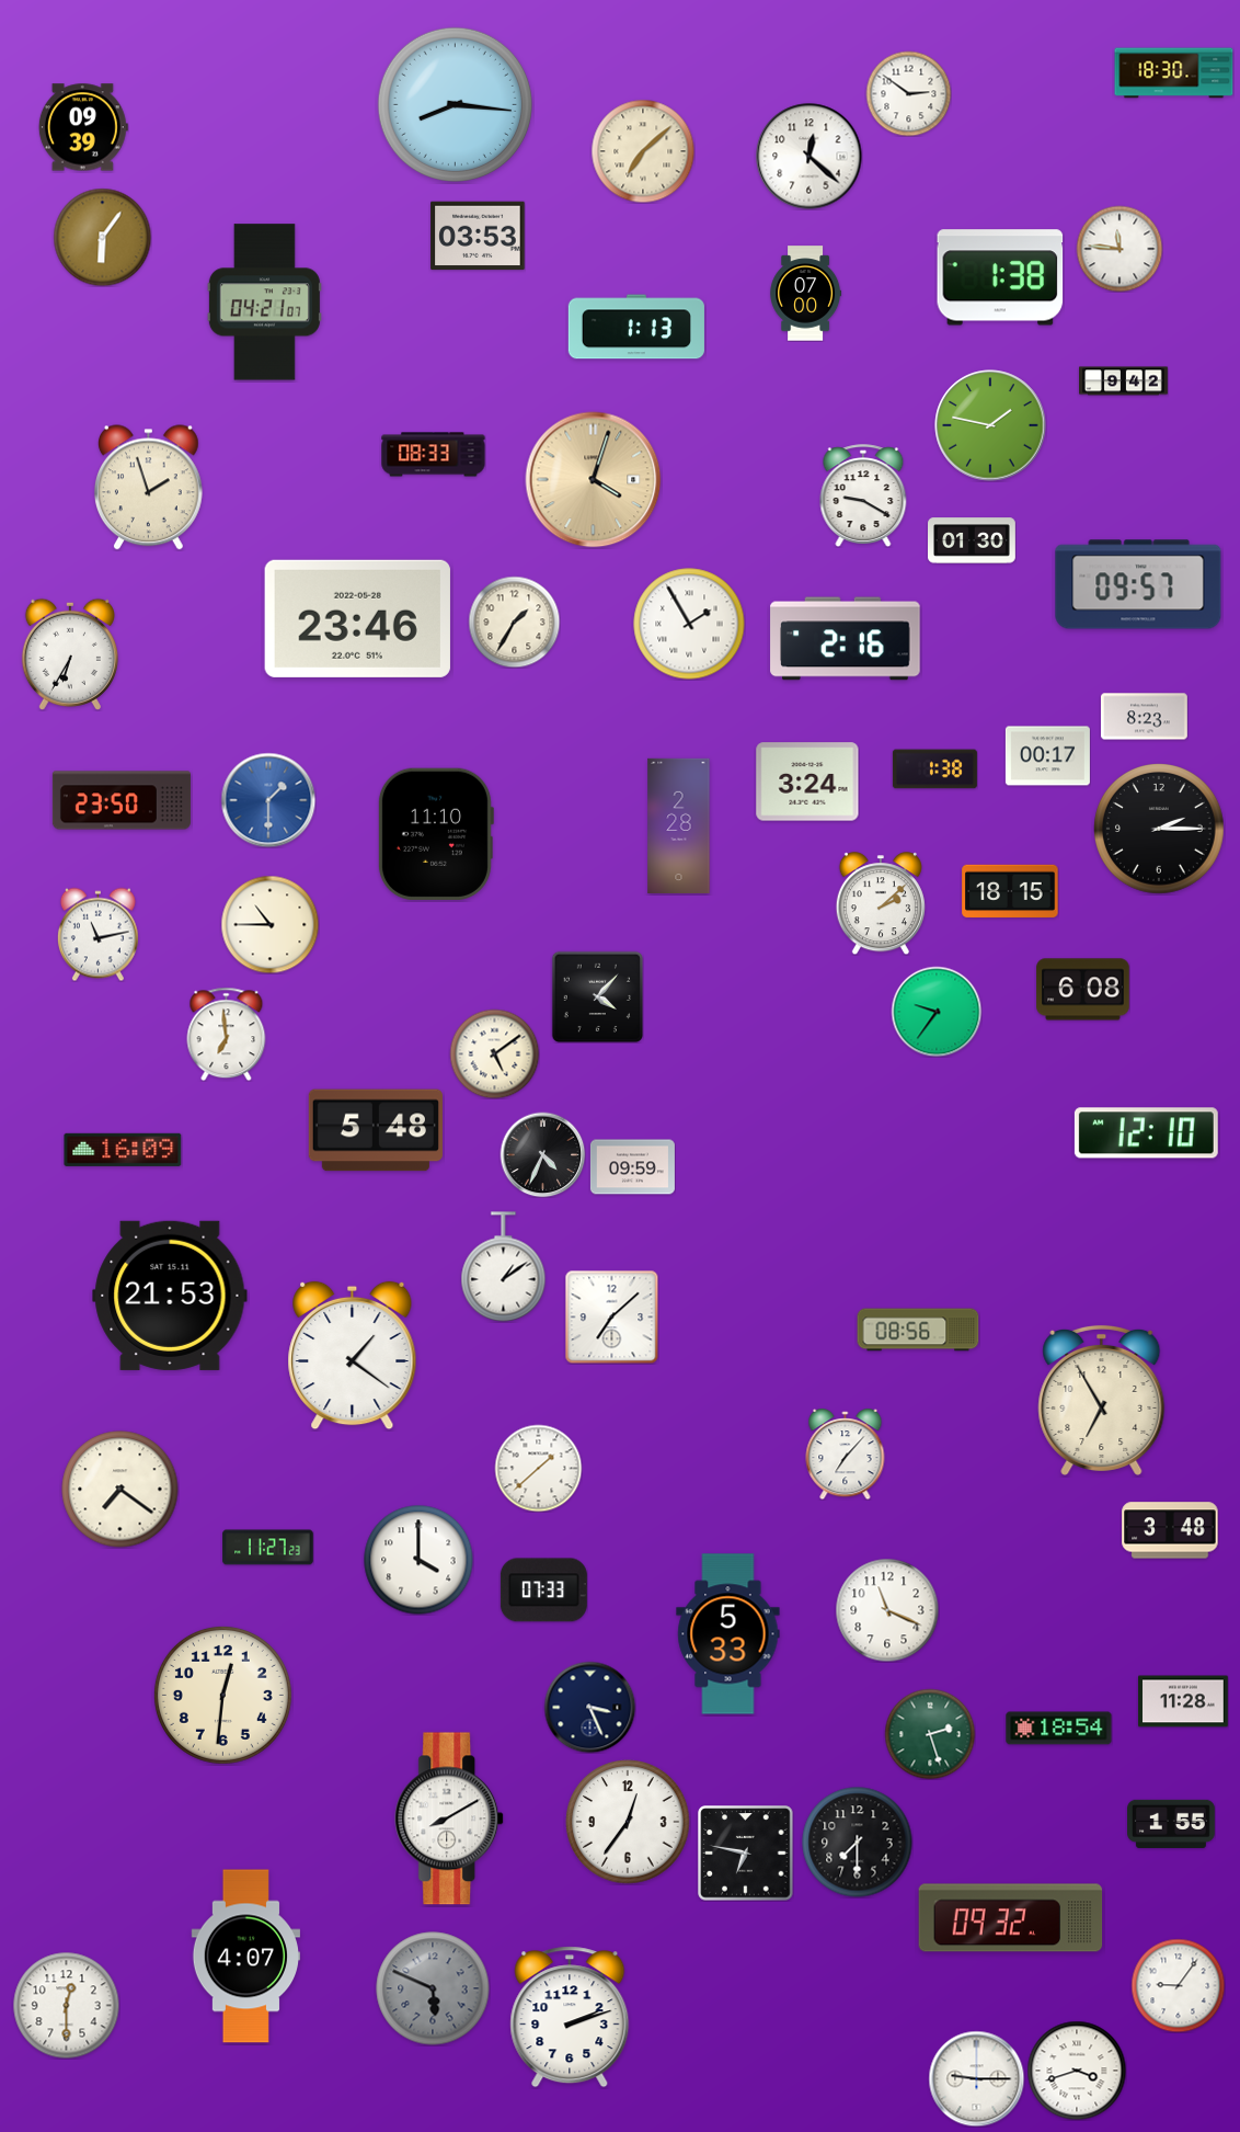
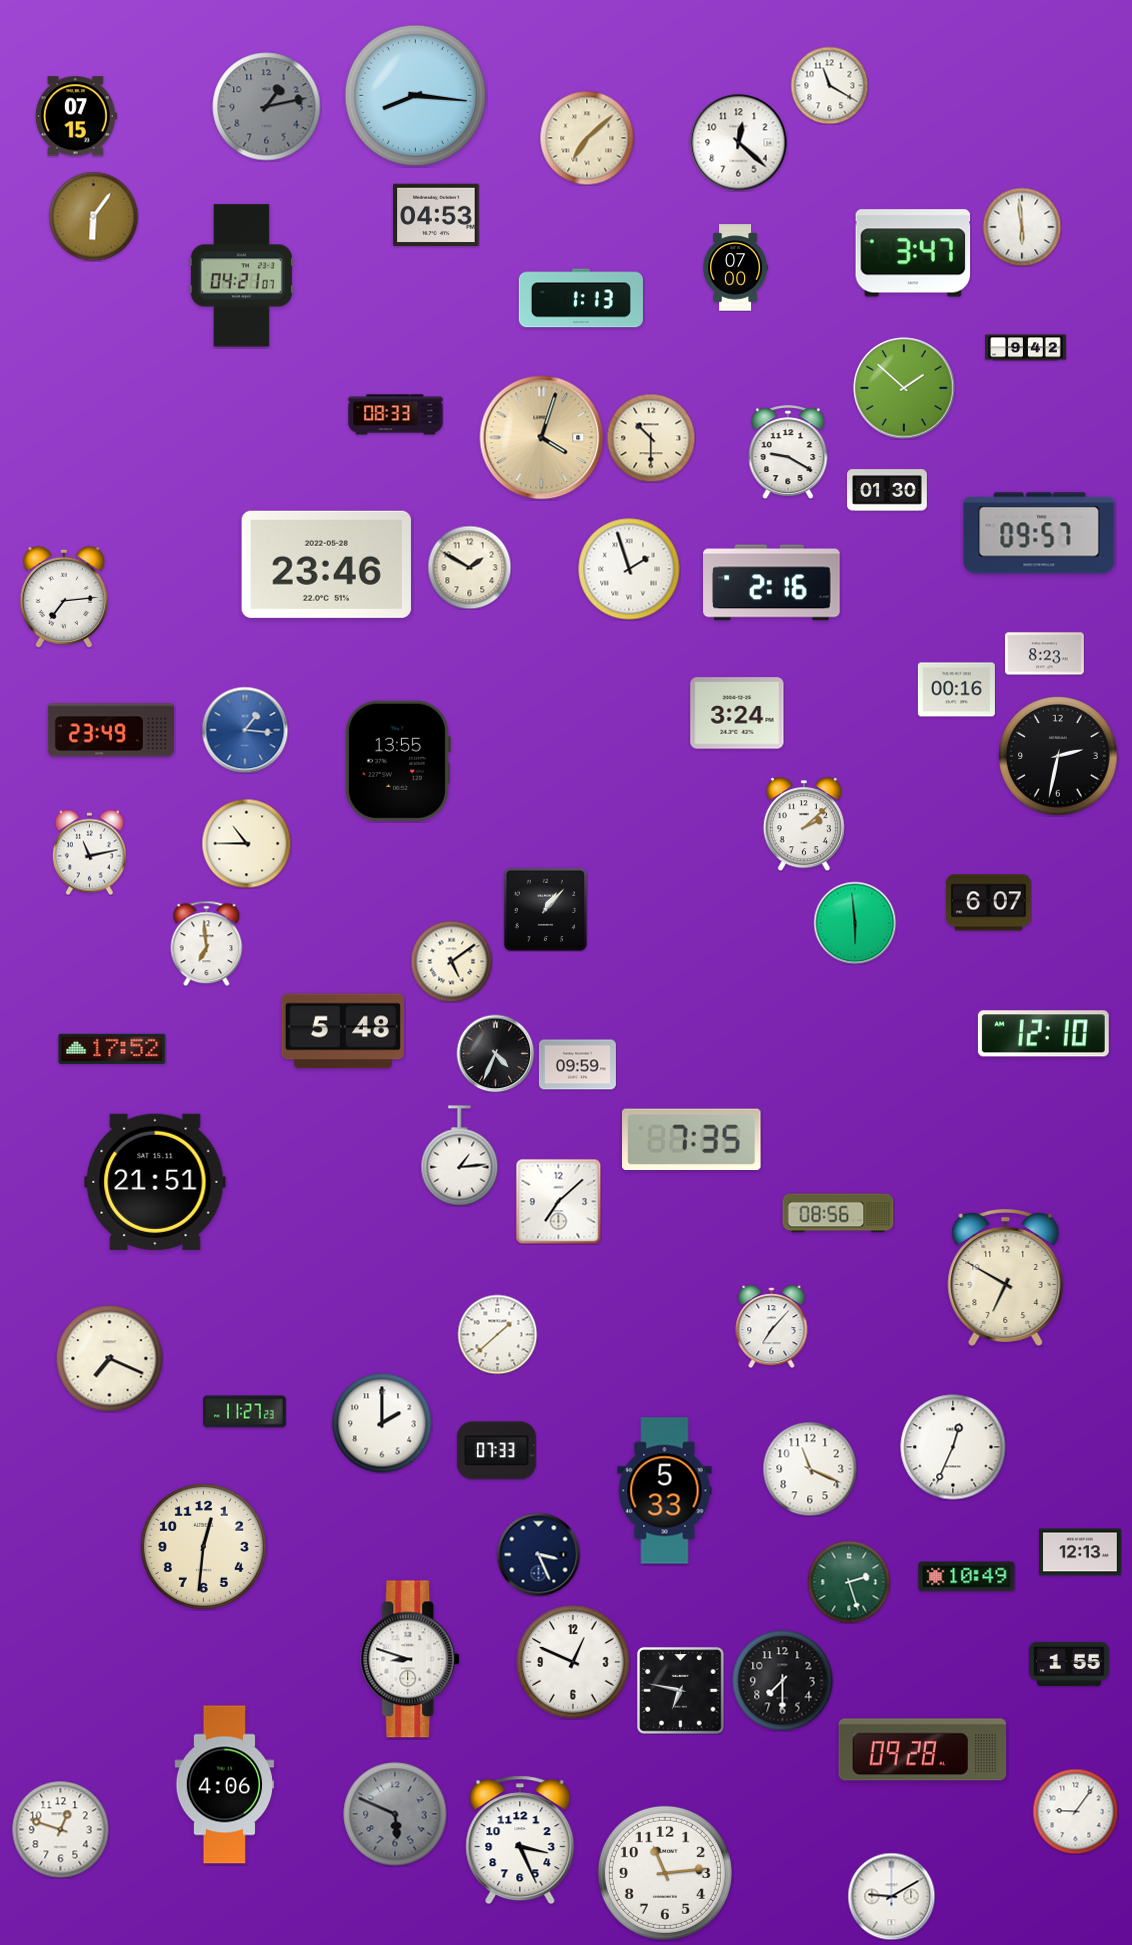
clock at (1174, 73): 18:30 -> none
clock at (908, 93): 2:51 -> 11:20
clock at (267, 107): none -> 1:13
clock at (83, 127): 09:39 -> 07:15
clock at (478, 236): 03:53 -> 04:53
clock at (1120, 249): 11:46 -> 5:59
clock at (1000, 277): 1:38 -> 3:47
clock at (990, 425): 1:47 -> 1:52
clock at (651, 438): none -> 10:30
clock at (148, 488): 1:57 -> none
clock at (973, 540) position: (973, 540) -> (888, 490)
clock at (514, 622): 1:35 -> 1:50
clock at (689, 624): 1:55 -> 1:57
clock at (70, 653): 6:35 -> 7:14
clock at (1047, 756): 00:17 -> 00:16
clock at (934, 769): 1:38 -> none
clock at (122, 800): 23:50 -> 23:49
clock at (268, 800): 1:30 -> 1:16
clock at (679, 825): 2:28 -> none
clock at (1159, 829): 2:15 -> 2:32
clock at (435, 834): 11:10 -> 13:55
clock at (1010, 891): 18:15 -> none
clock at (1083, 990): 6:08 -> 6:07
clock at (597, 996): 4:07 -> 1:07
clock at (937, 1012): 9:36 -> 5:59
clock at (1146, 1133) position: (1146, 1133) -> (1043, 1034)
clock at (123, 1150): 16:09 -> 17:52
clock at (692, 1139): none -> 7:35
clock at (504, 1267): 1:09 -> 1:14
clock at (170, 1296): 21:53 -> 21:51
clock at (353, 1356): 1:21 -> none
clock at (1102, 1400): 6:55 -> 6:50
clock at (538, 1468) position: (538, 1468) -> (497, 1334)
clock at (120, 1490): 7:21 -> 7:19
clock at (1170, 1530): 3:48 -> none
clock at (418, 1560): 4:00 -> 2:00
clock at (953, 1447): none -> 12:34
clock at (1183, 1701): 11:28 -> 12:13
clock at (589, 1707) position: (589, 1707) -> (538, 1554)
clock at (1059, 1729): 18:54 -> 10:49
clock at (450, 1819): 8:10 -> 8:48
clock at (628, 1822): 12:36 -> 12:49
clock at (1011, 1918): 09:32 -> 09:28
clock at (245, 1957): 4:07 -> 4:06
clock at (66, 2005): 12:30 -> 12:48
clock at (570, 2017): 2:12 -> 3:26
clock at (665, 1873): none -> 11:14
clock at (1077, 2071): 3:42 -> none
clock at (976, 2078): 9:15 -> 9:10
